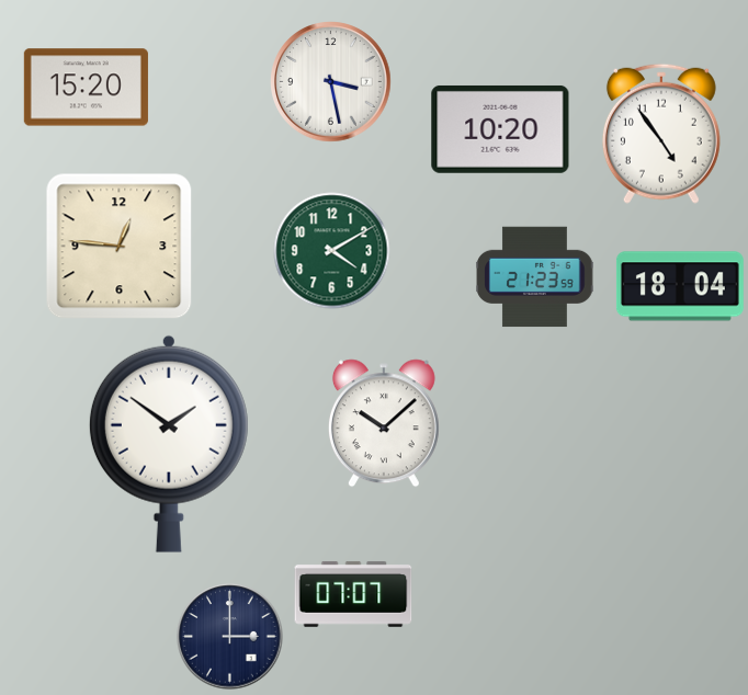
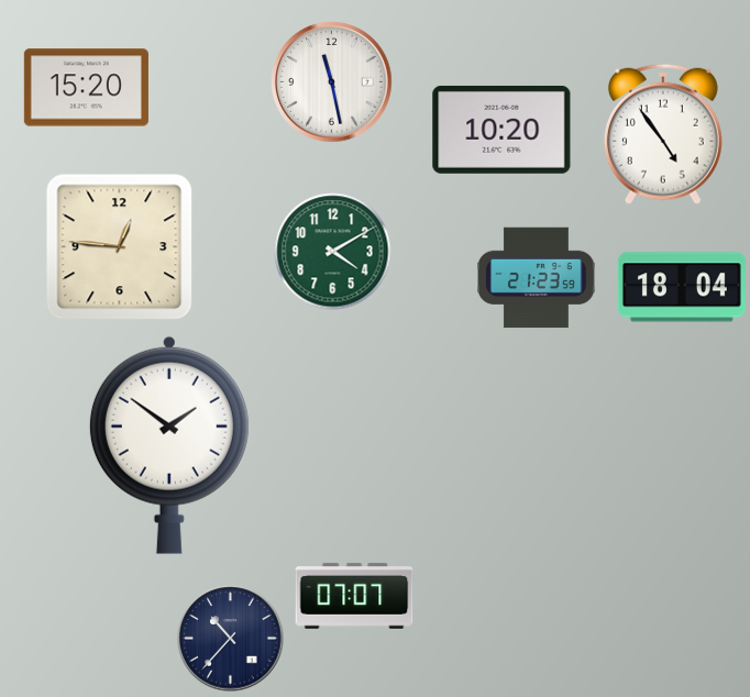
clock at (331, 82): 3:28 -> 11:28
clock at (384, 423): 10:08 -> none
clock at (230, 637): 3:00 -> 10:37
